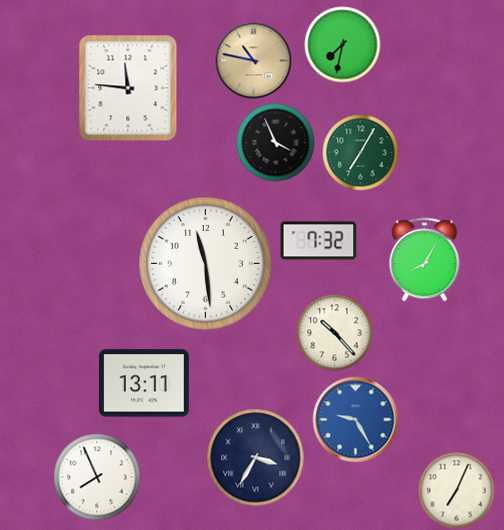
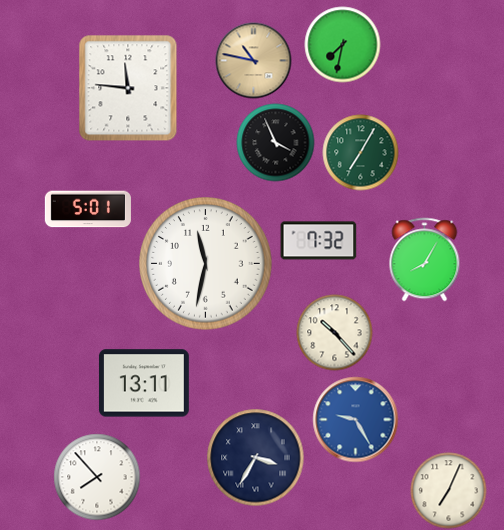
clock at (88, 209): none -> 5:01
clock at (206, 264): 11:29 -> 11:32
clock at (97, 477): 7:56 -> 7:53
clock at (457, 491) position: (457, 491) -> (449, 491)
